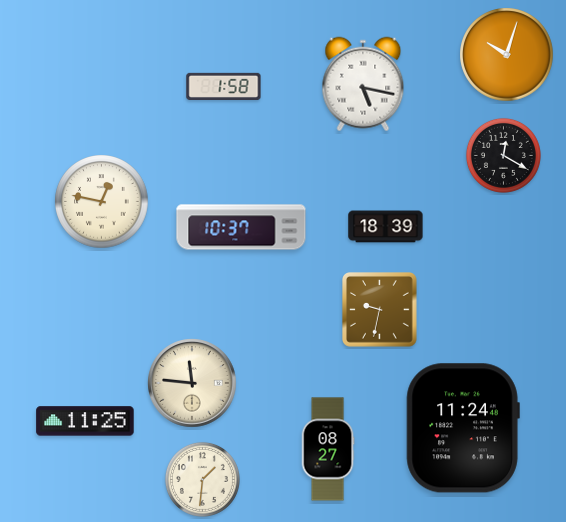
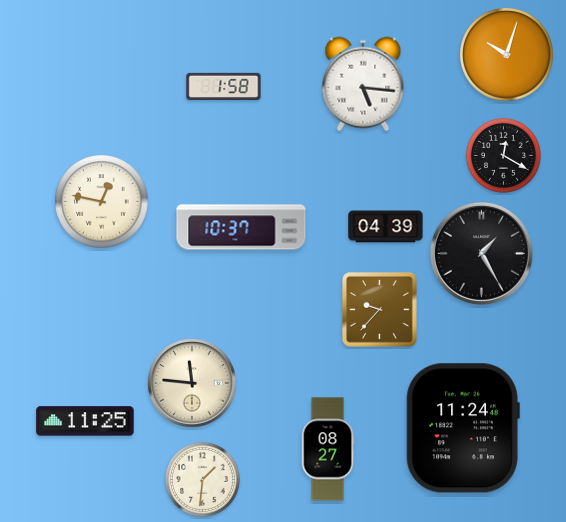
clock at (363, 84): 5:17 -> 5:16
clock at (386, 227): 18:39 -> 04:39
clock at (481, 253): none -> 1:25
clock at (380, 310): 9:32 -> 9:37
